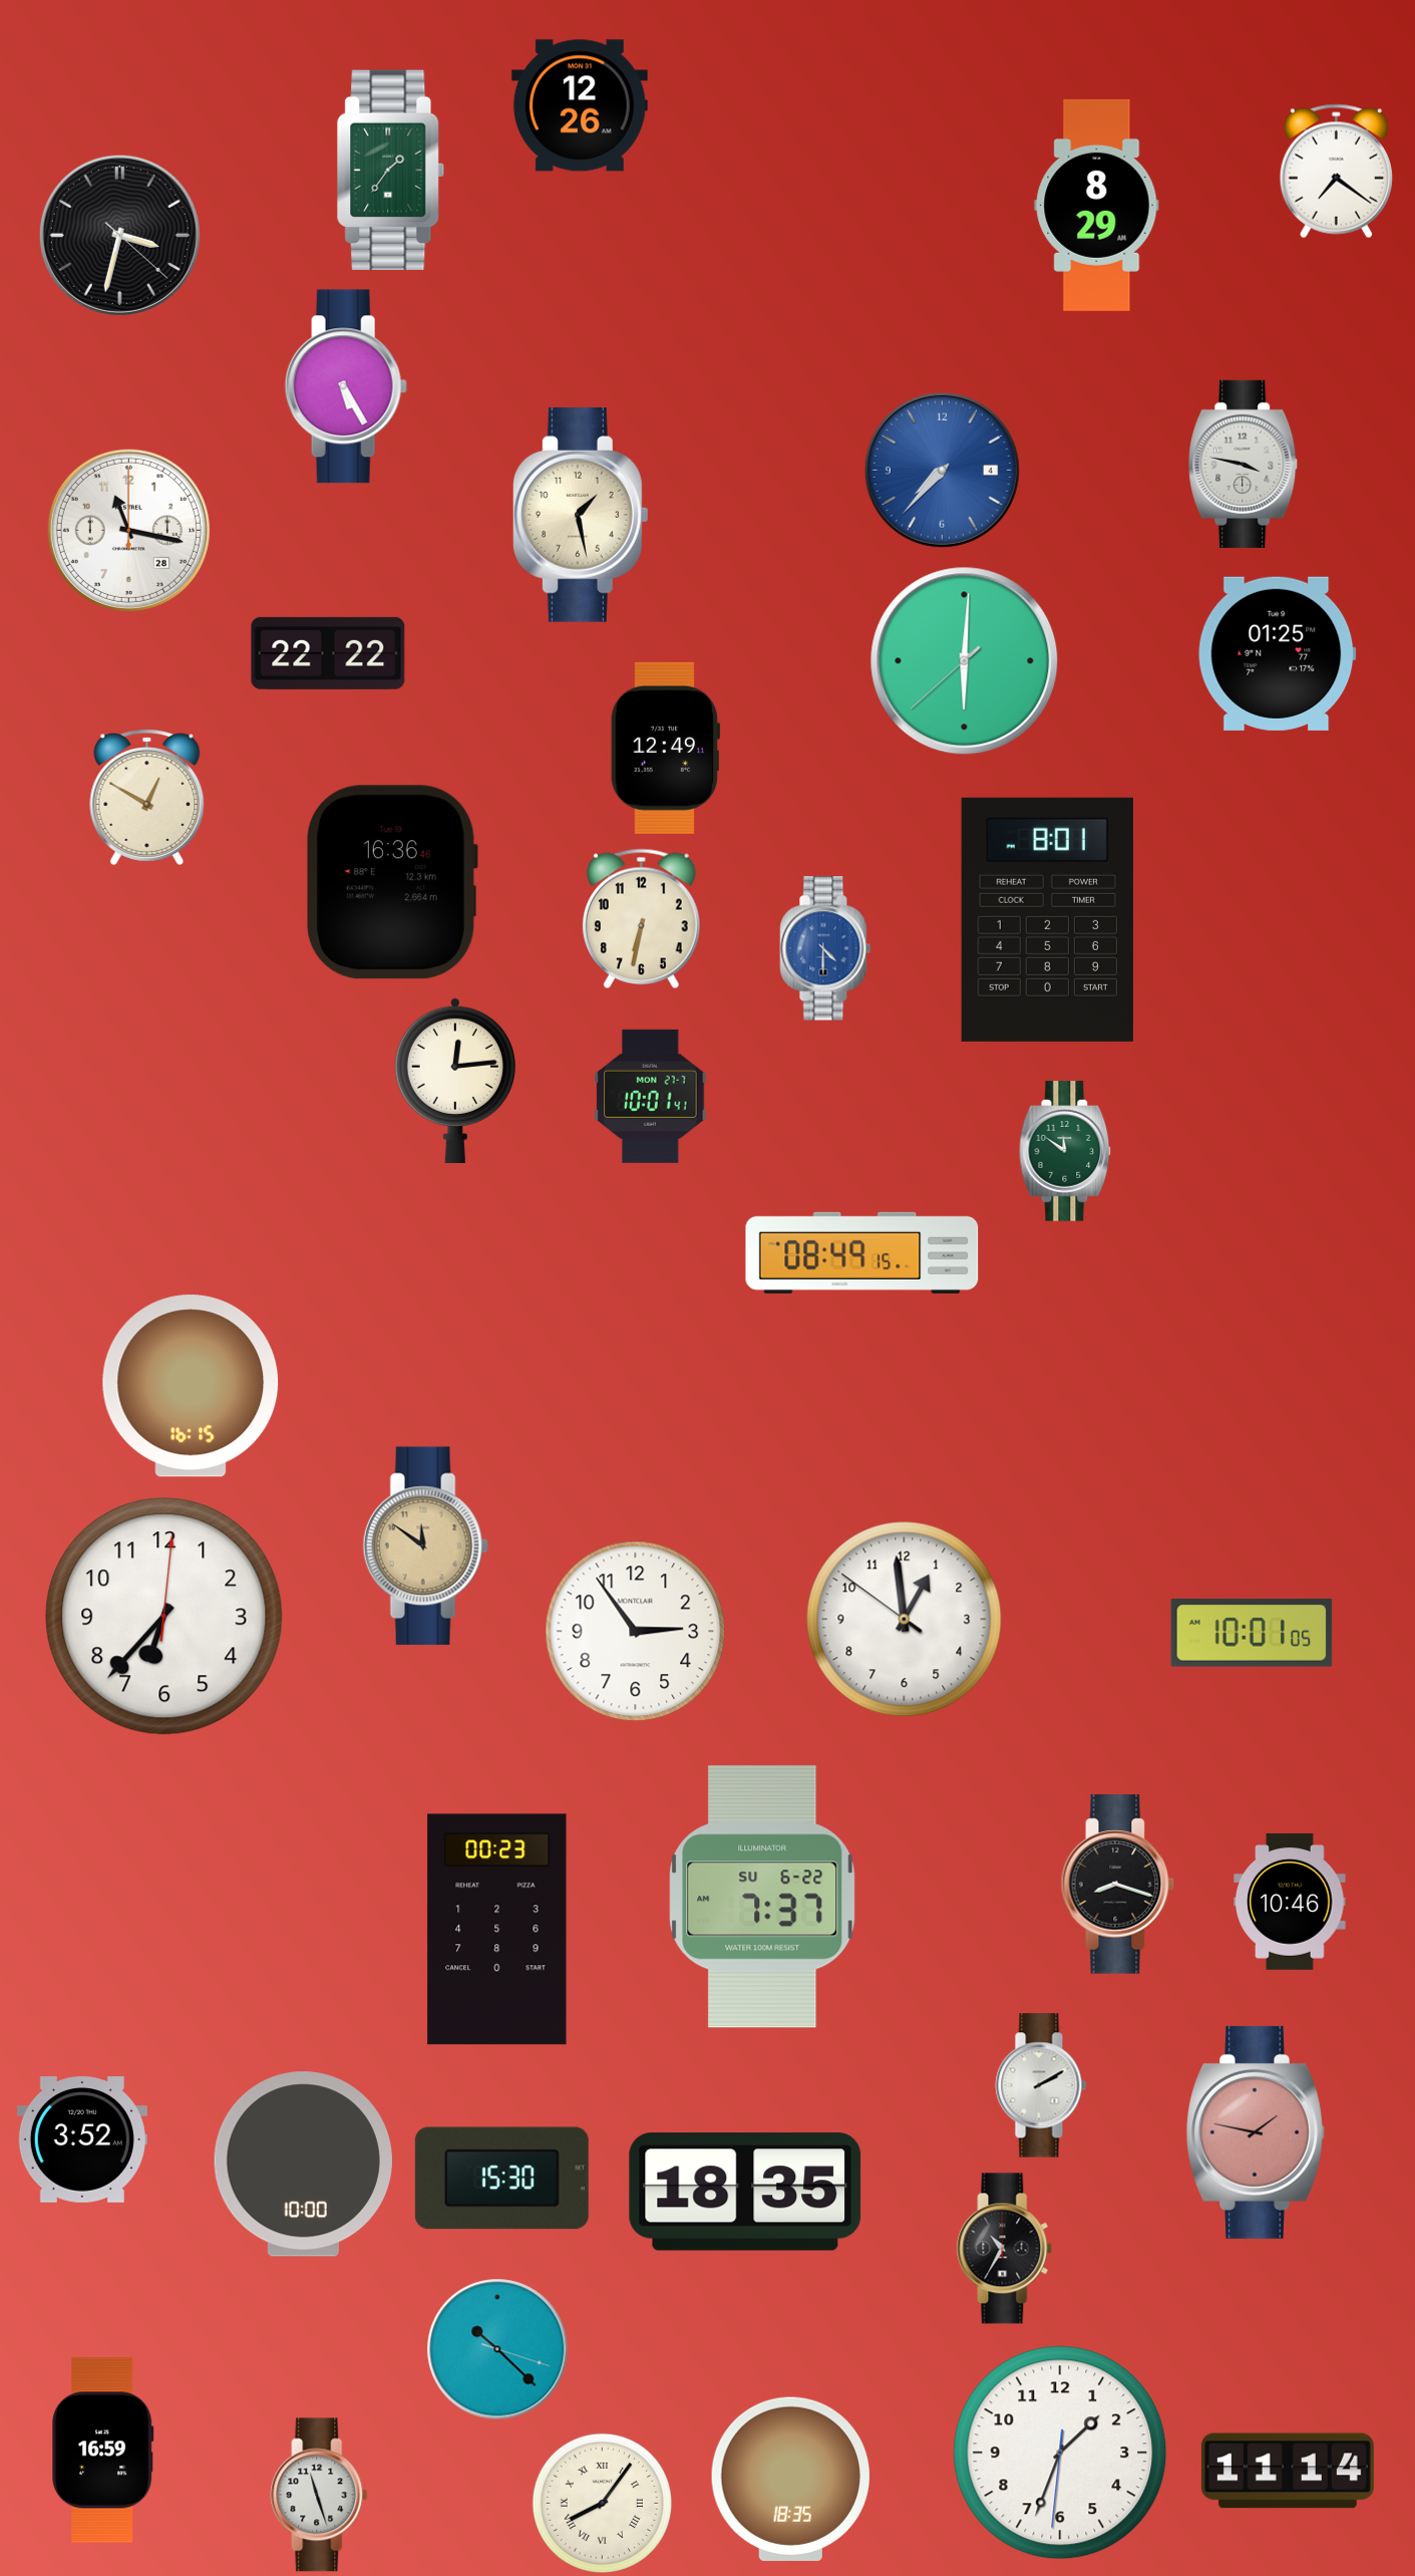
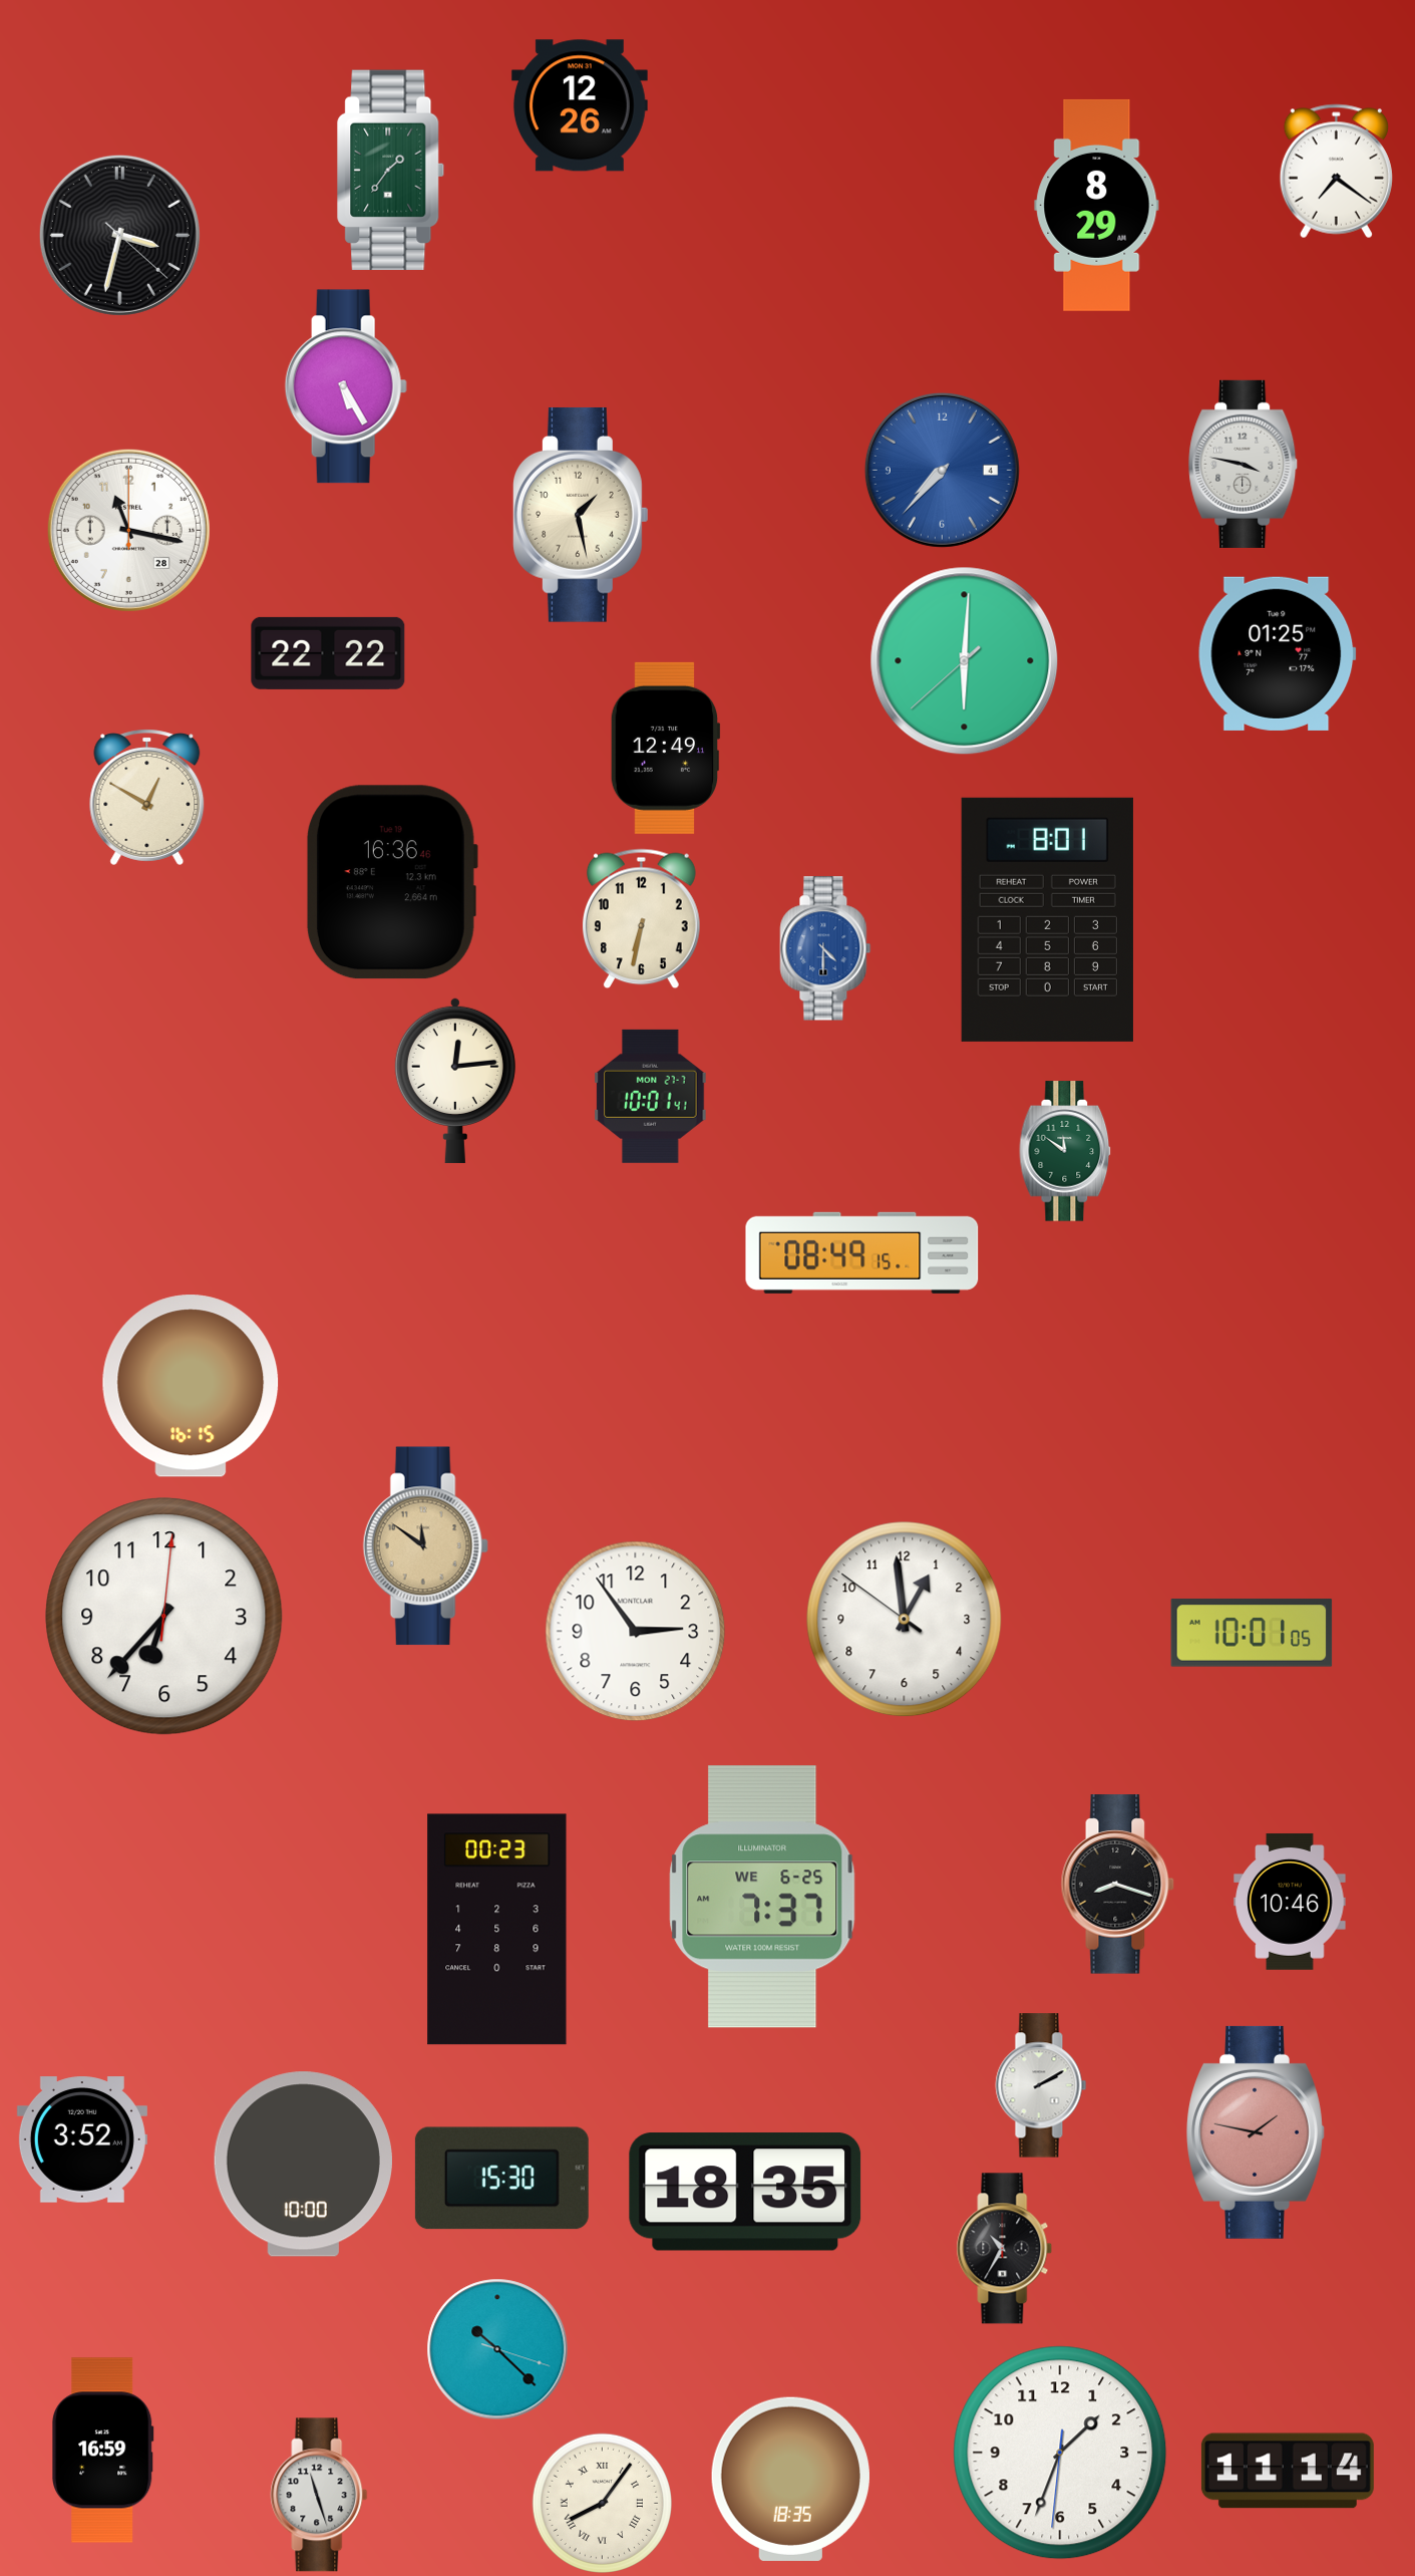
clock at (762, 1897) date: SU 6-22 -> WE 6-25
